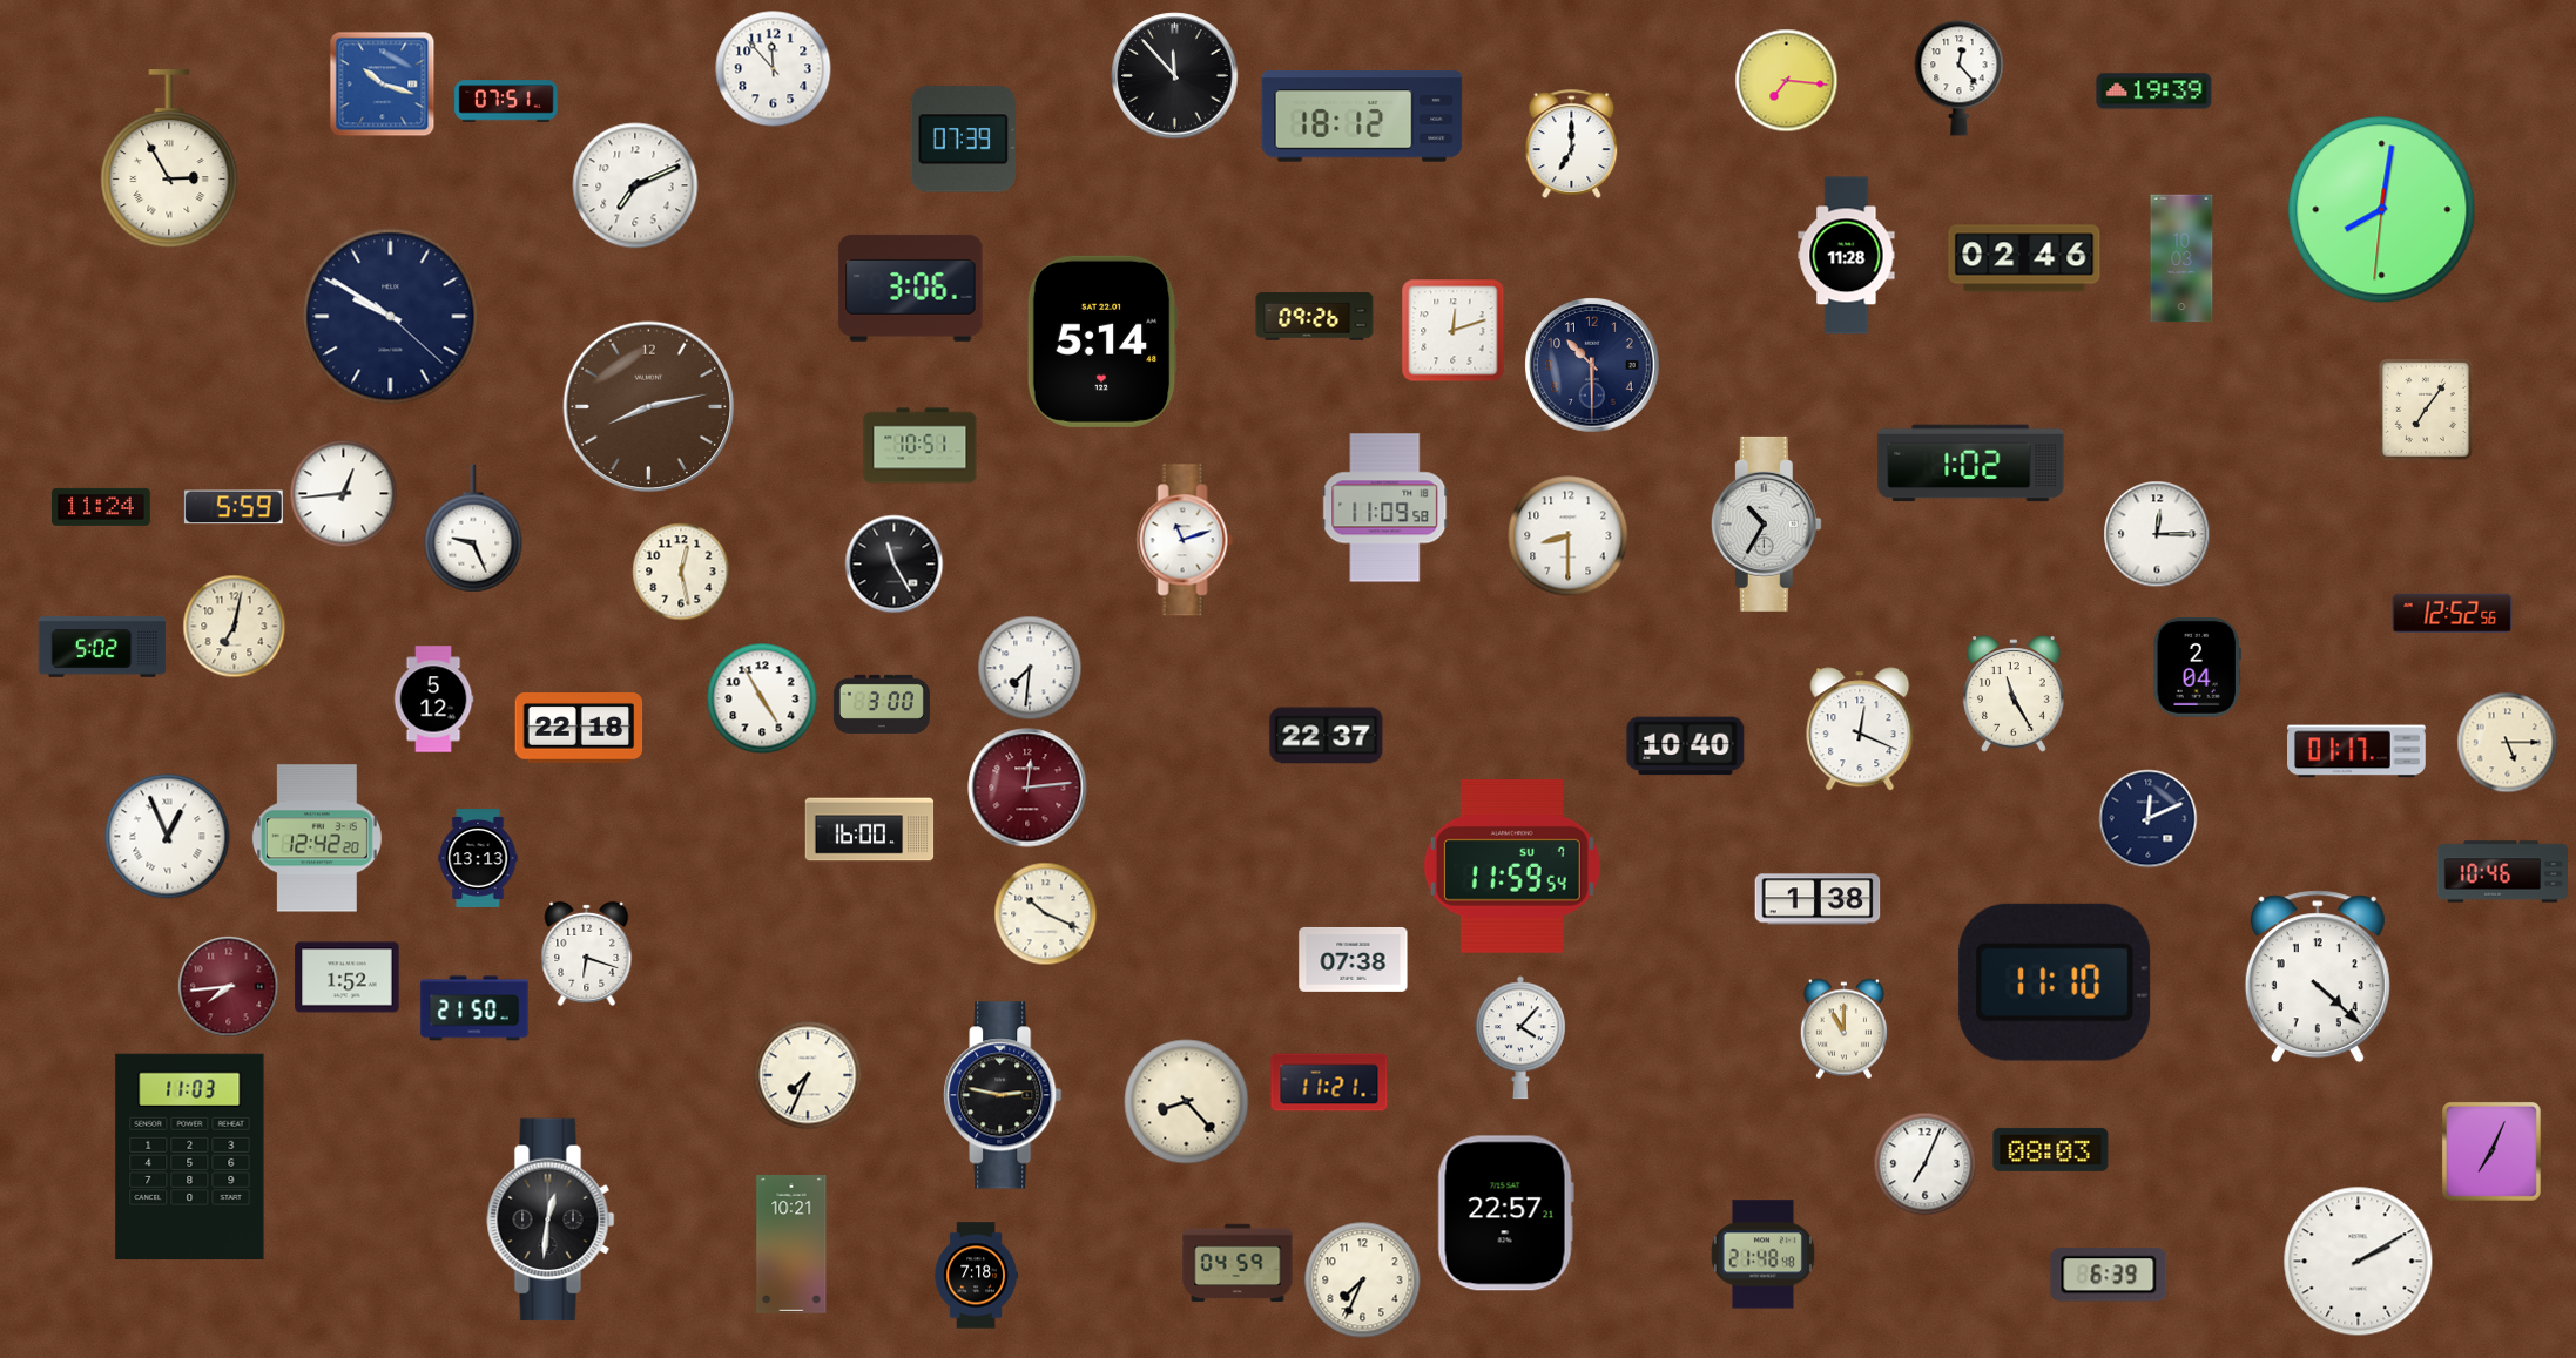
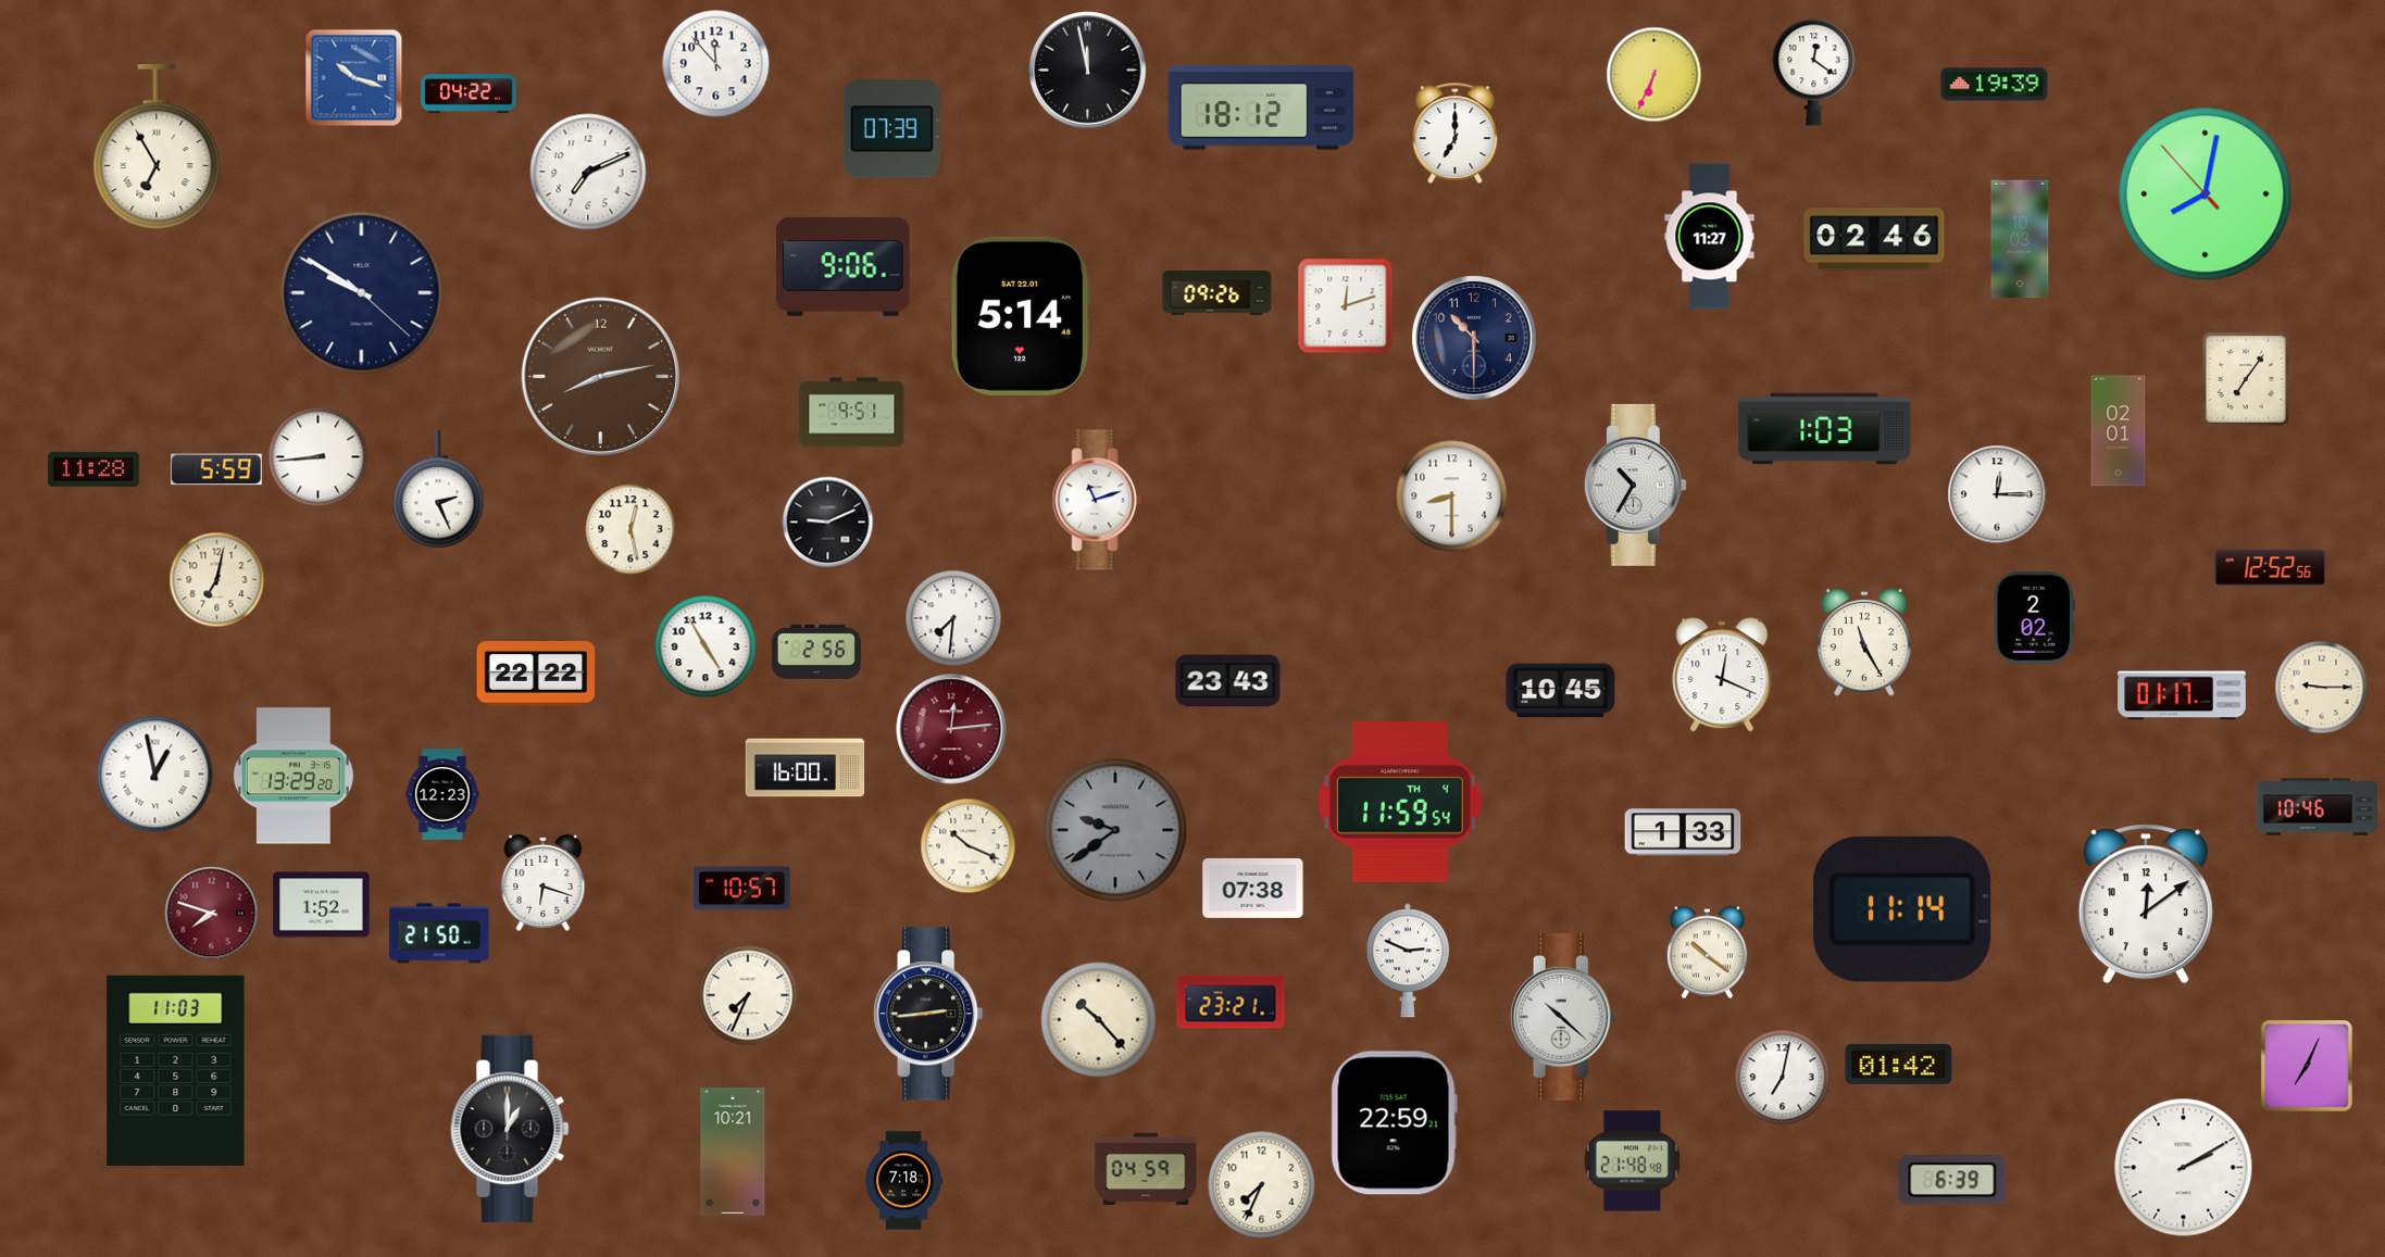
clock at (1175, 76): 11:53 -> 11:58
clock at (1960, 79): 12:23 -> 12:21
clock at (1787, 81): 7:16 -> 6:34
clock at (506, 101): 07:51 -> 04:22
clock at (169, 160): 2:55 -> 6:55
clock at (2382, 210): 8:01:31 -> 8:01:53
clock at (1847, 256): 11:28 -> 11:27
clock at (911, 288): 3:06 -> 9:06
clock at (921, 446): 10:51 -> 9:51
clock at (1971, 464): 1:02 -> 1:03
clock at (2119, 431): none -> 02:01
clock at (344, 494): 12:44 -> 8:44
clock at (101, 507): 11:24 -> 11:28
clock at (1385, 508): 11:09 -> none
clock at (473, 528): 9:26 -> 2:26
clock at (895, 565): 11:25 -> 9:11
clock at (102, 647): 5:02 -> none
clock at (2197, 667): 2:04 -> 2:02
clock at (433, 700): 5:12 -> none
clock at (882, 704): 3:00 -> 2:56
clock at (579, 728): 22:18 -> 22:22
clock at (1327, 736): 22:37 -> 23:43
clock at (2508, 743): 5:15 -> 9:15
clock at (1686, 746): 10:40 -> 10:45
clock at (2149, 819): 12:11 -> none
clock at (168, 837): 12:56 -> 12:58
clock at (317, 838): 12:42 -> 13:29
clock at (478, 859): 13:13 -> 12:23
clock at (1512, 866) date: SU 7 -> TH 4
clock at (1115, 830): none -> 9:39
clock at (1818, 899): 1:38 -> 1:33
clock at (742, 889): none -> 10:57
clock at (2318, 977): 4:22 -> 12:09
clock at (2055, 982): 11:10 -> 11:14
clock at (229, 987): 7:44 -> 7:48
clock at (1843, 1029): 11:00 -> 10:21
clock at (1520, 1038): 4:07 -> 2:49
clock at (1329, 1082): 11:21 -> 23:21
clock at (1003, 1095): 2:47 -> 2:44
clock at (1563, 1017): none -> 10:22
clock at (1187, 1102): 8:23 -> 10:23
clock at (2051, 1149): 08:03 -> 01:42
clock at (1926, 1164): 7:04 -> 7:02
clock at (1505, 1214): 22:57 -> 22:59
clock at (551, 1220): 12:31 -> 1:00
